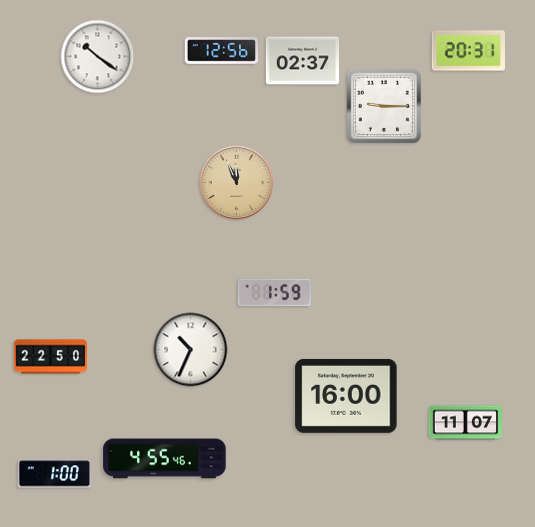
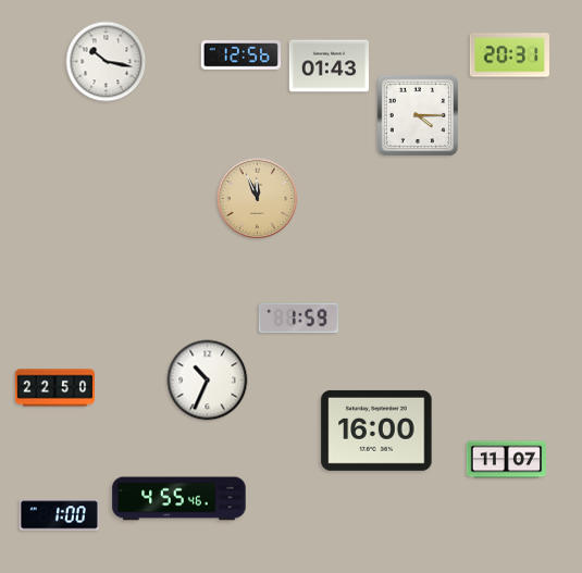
clock at (98, 57): 10:21 -> 10:17
clock at (302, 61): 02:37 -> 01:43
clock at (383, 105): 9:15 -> 4:15
